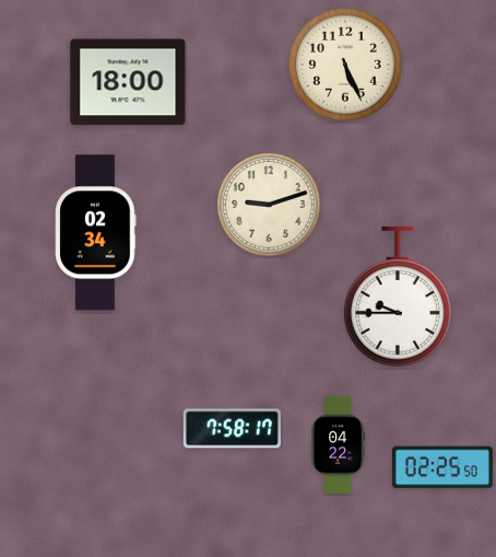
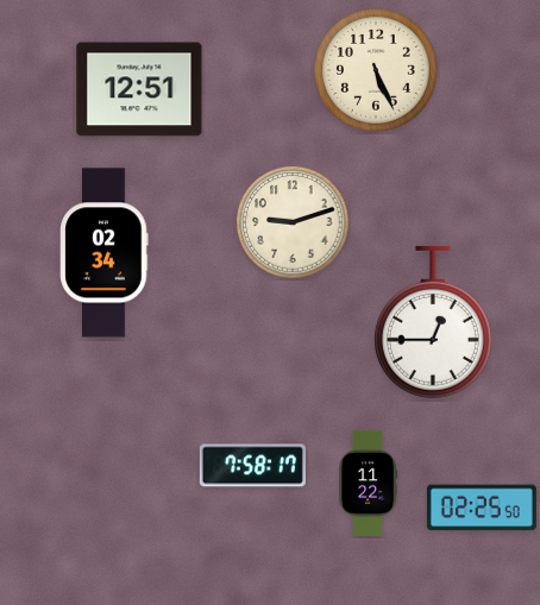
clock at (128, 82): 18:00 -> 12:51
clock at (398, 297): 9:45 -> 12:45
clock at (339, 444): 04:22 -> 11:22
